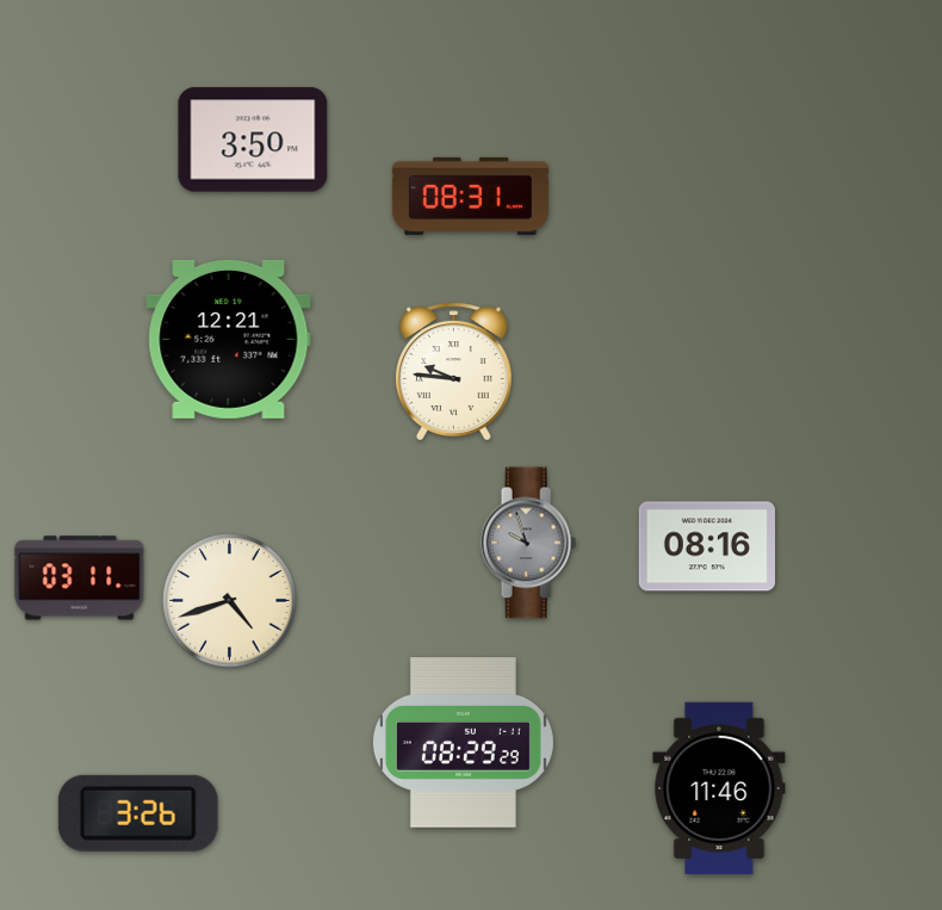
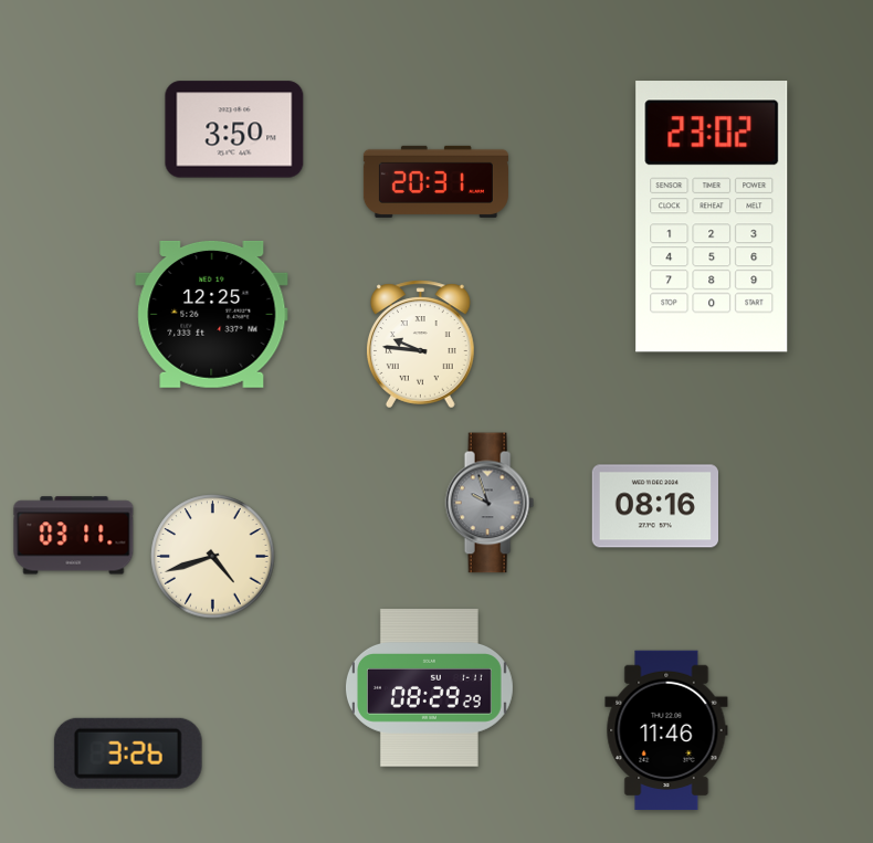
clock at (470, 196): 08:31 -> 20:31
clock at (712, 217): none -> 23:02
clock at (229, 339): 12:21 -> 12:25
